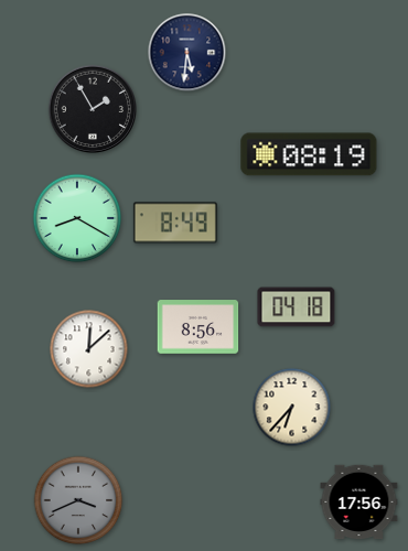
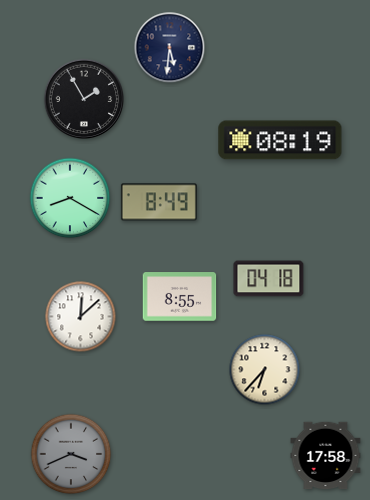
clock at (198, 327): 8:56 -> 8:55
clock at (359, 503): 17:56 -> 17:58
